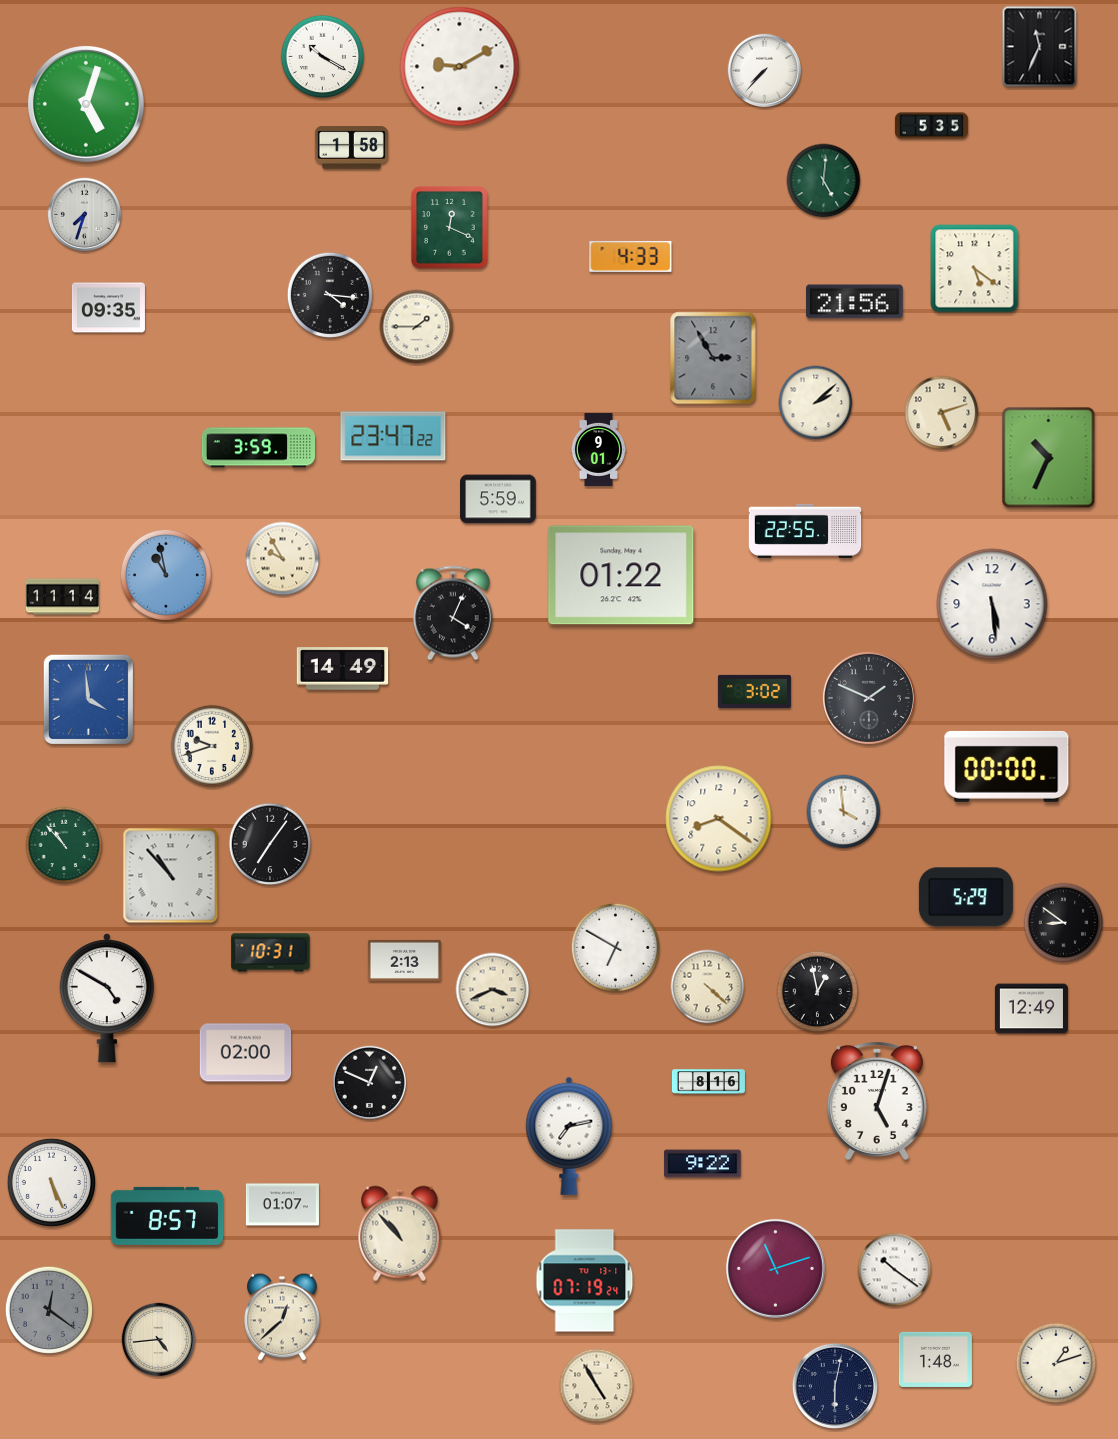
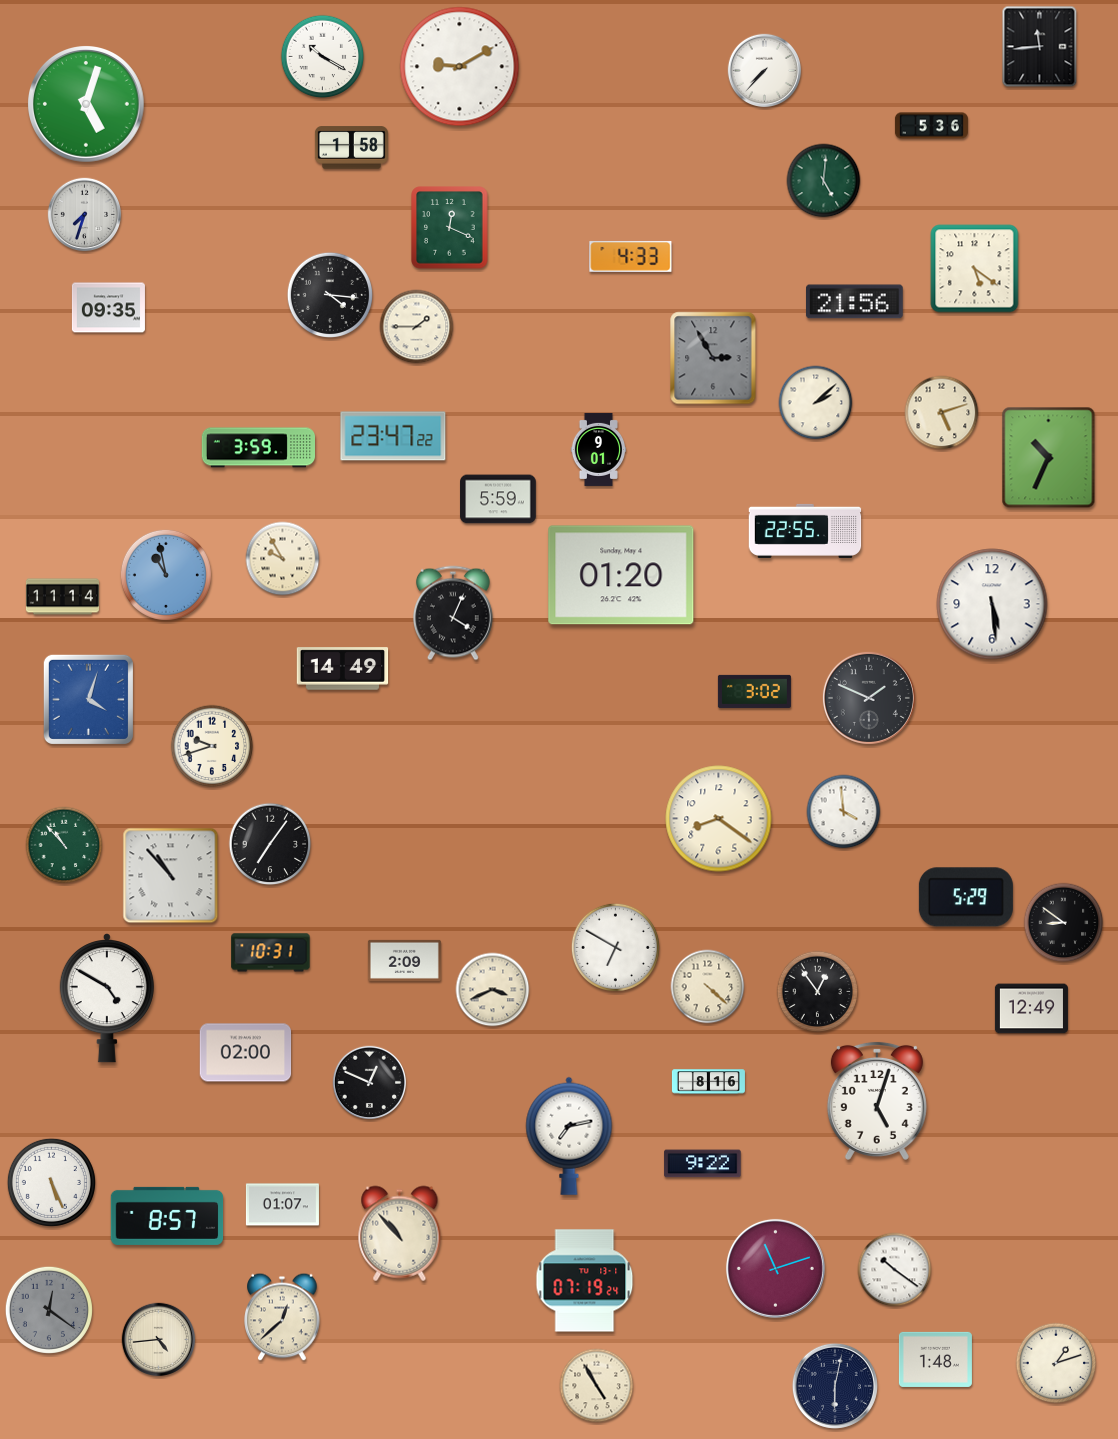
clock at (1040, 47): 11:34 -> 11:44
clock at (931, 126): 5:35 -> 5:36
clock at (621, 575): 01:22 -> 01:20
clock at (88, 699): 3:59 -> 4:03
clock at (1007, 766): 00:00 -> none
clock at (404, 960): 2:13 -> 2:09
clock at (818, 992): 12:58 -> 12:54
